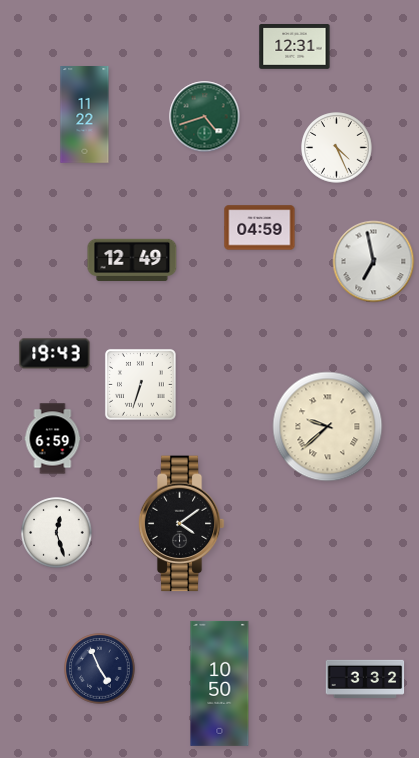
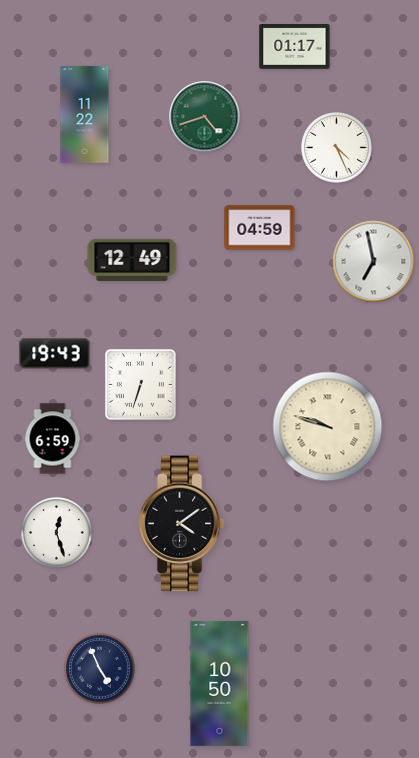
clock at (295, 47): 12:31 -> 01:17
clock at (328, 427): 9:38 -> 9:48
clock at (365, 679): 3:32 -> none
